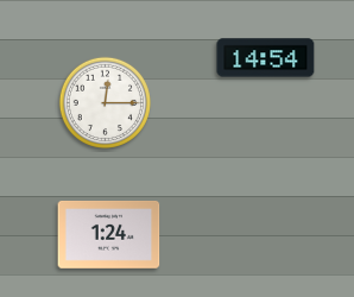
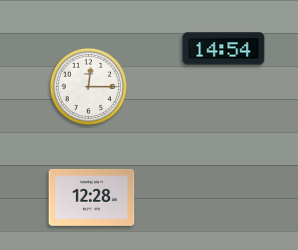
clock at (109, 234): 1:24 -> 12:28
